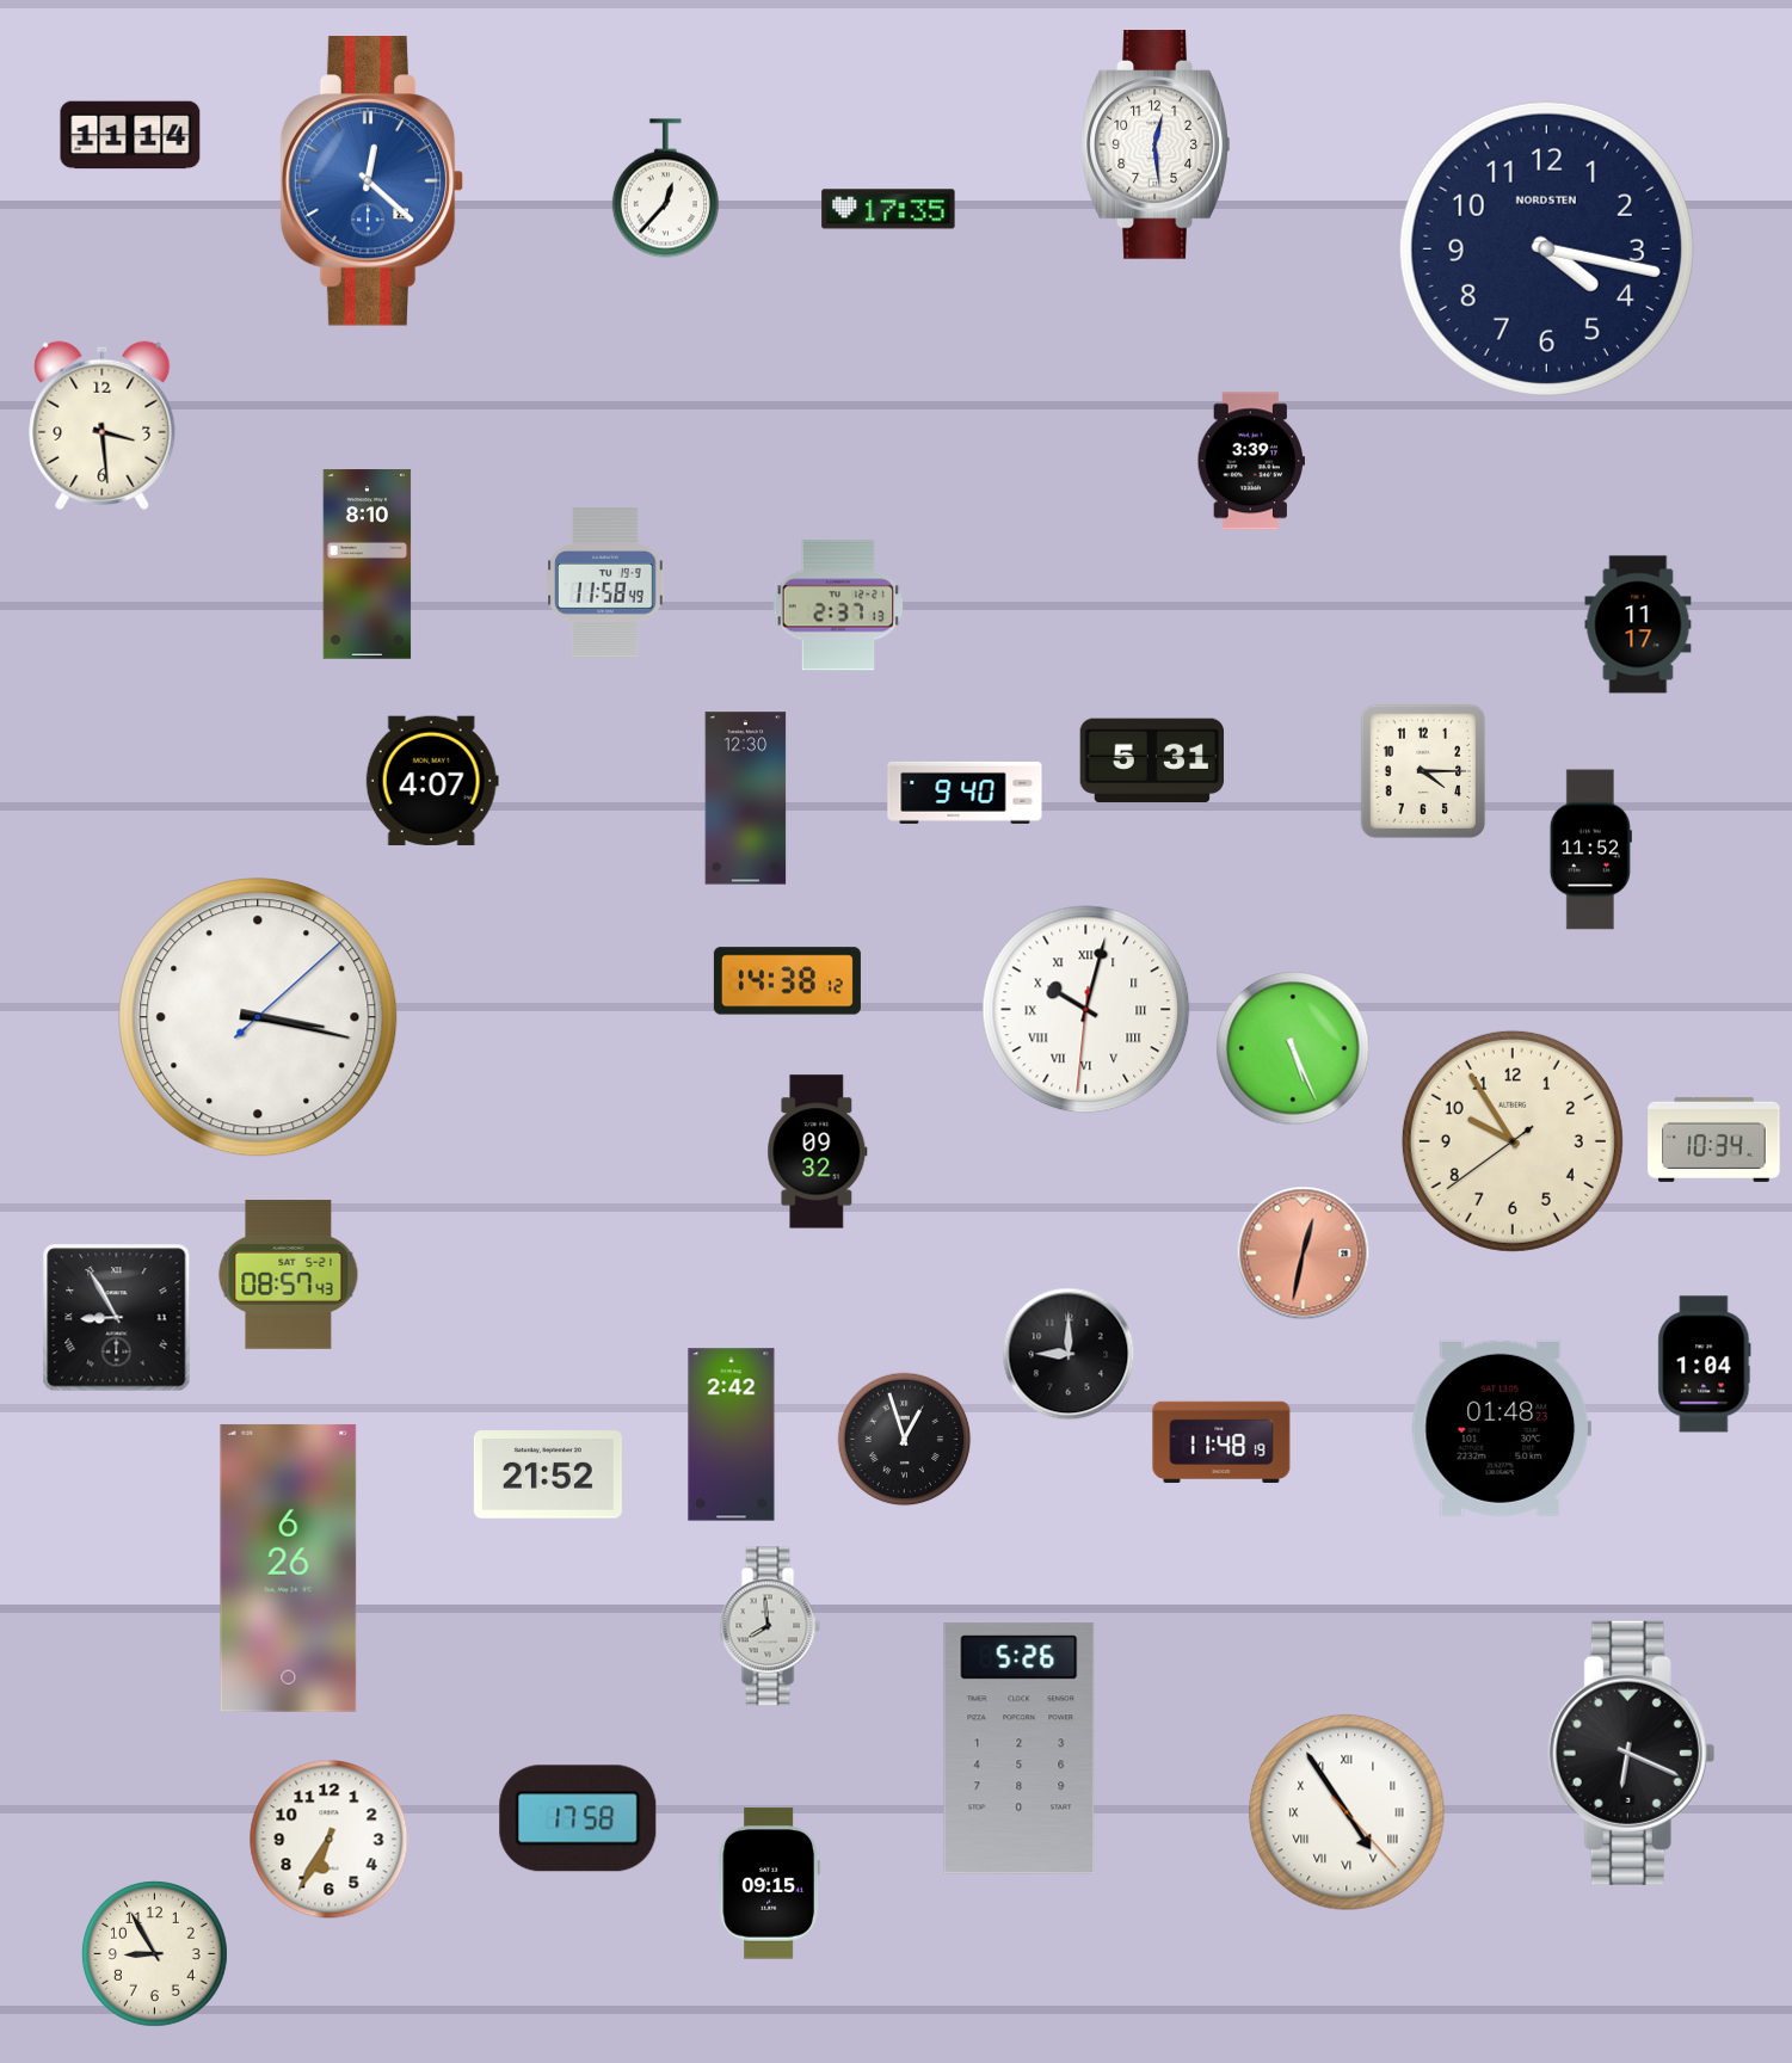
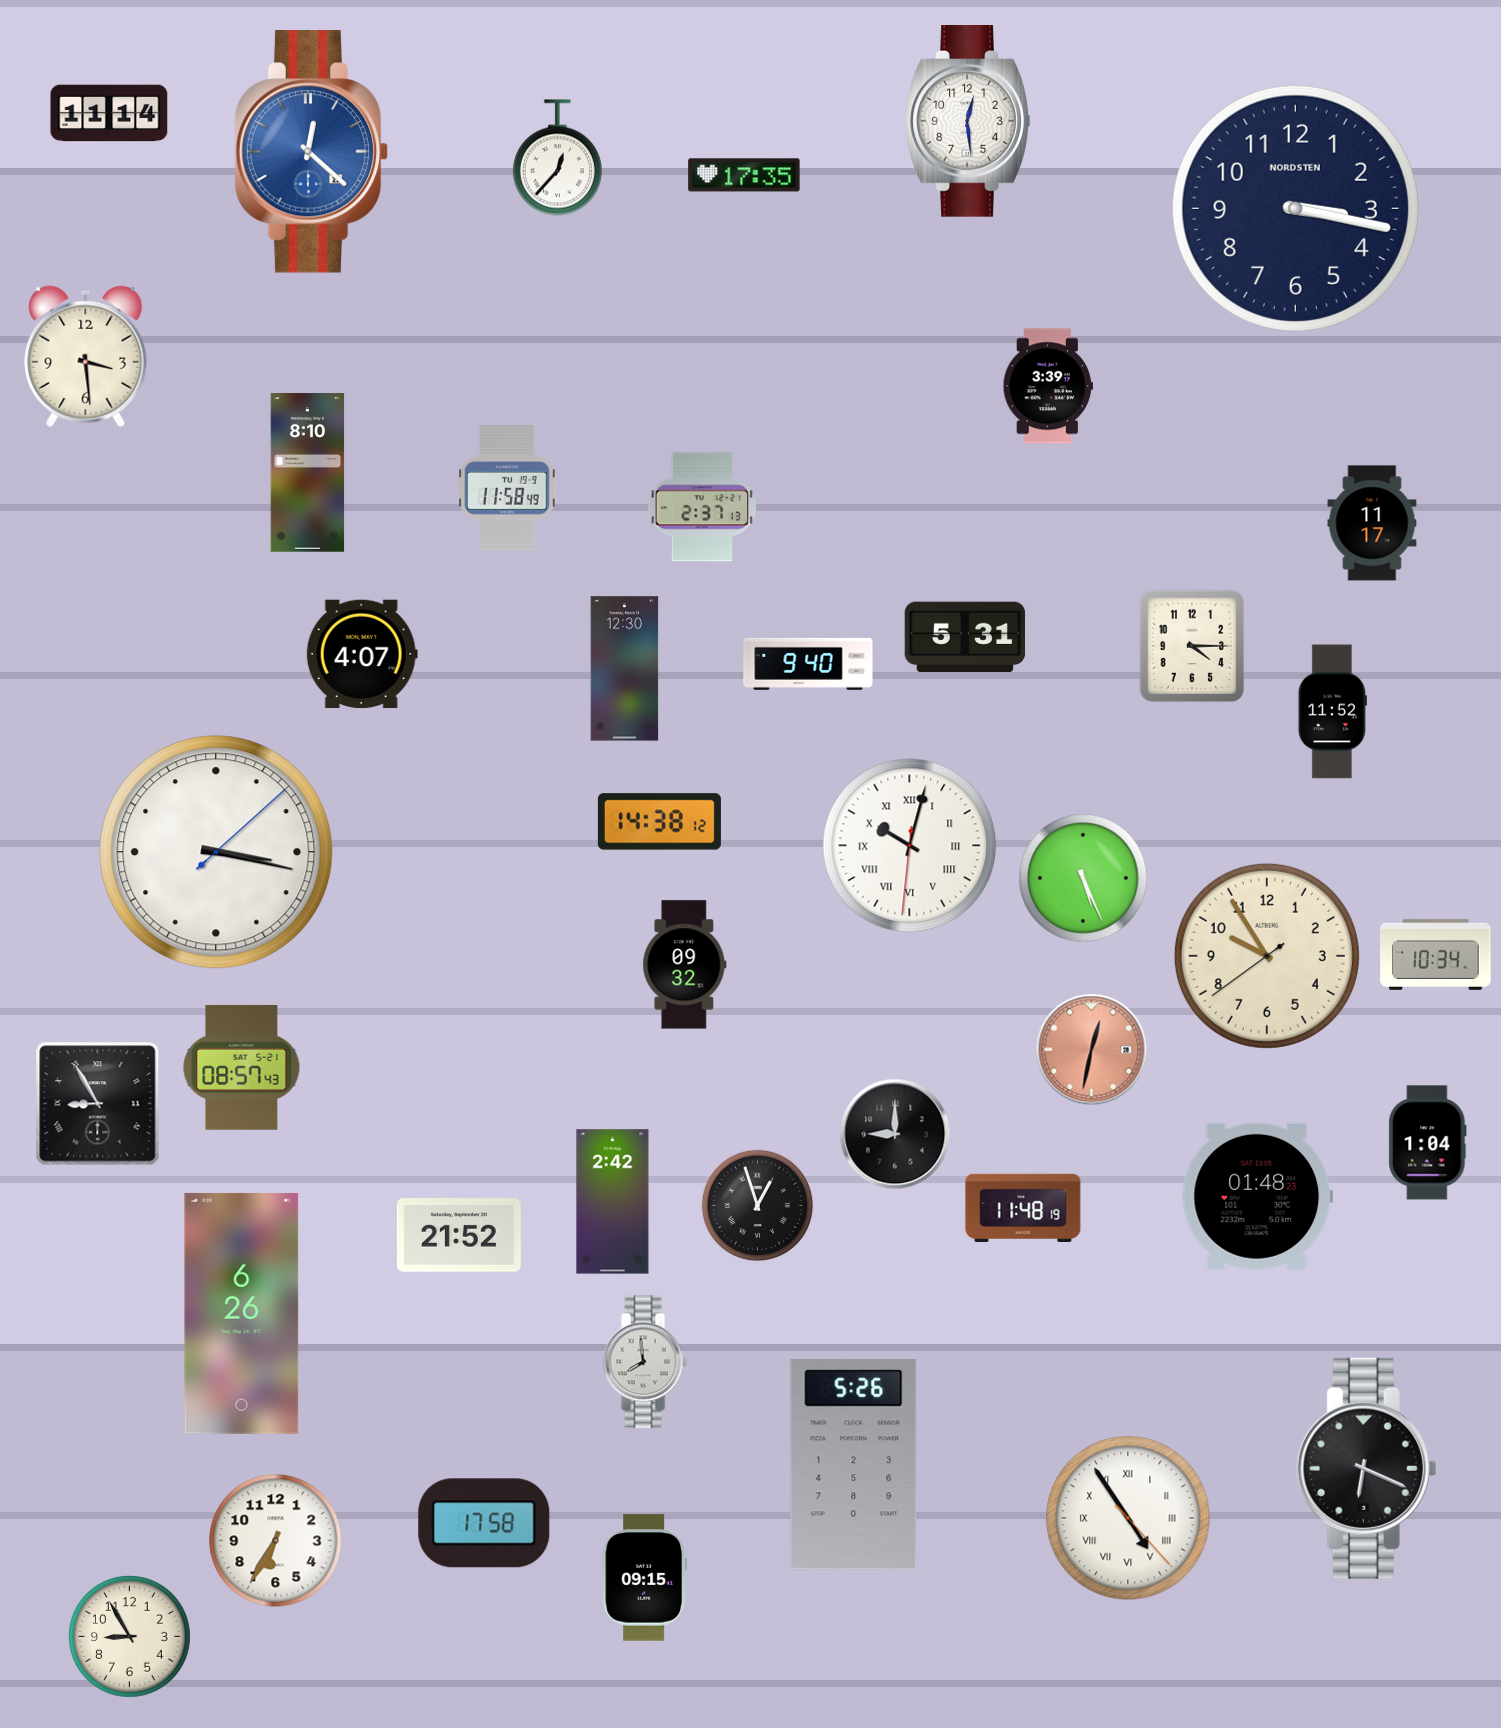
clock at (1546, 248): 4:17 -> 3:17
